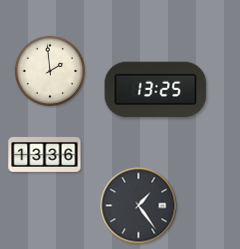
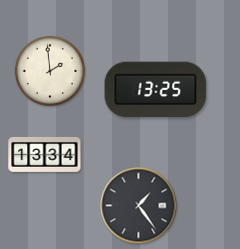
clock at (45, 154): 13:36 -> 13:34
